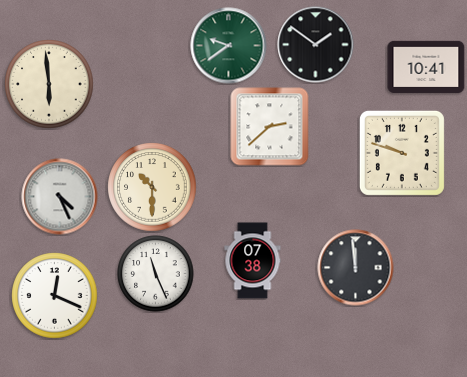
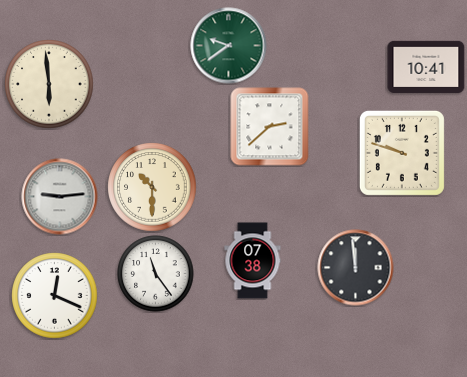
clock at (316, 45): 1:51 -> none
clock at (60, 197): 4:26 -> 9:14
clock at (156, 274): 11:26 -> 11:24
